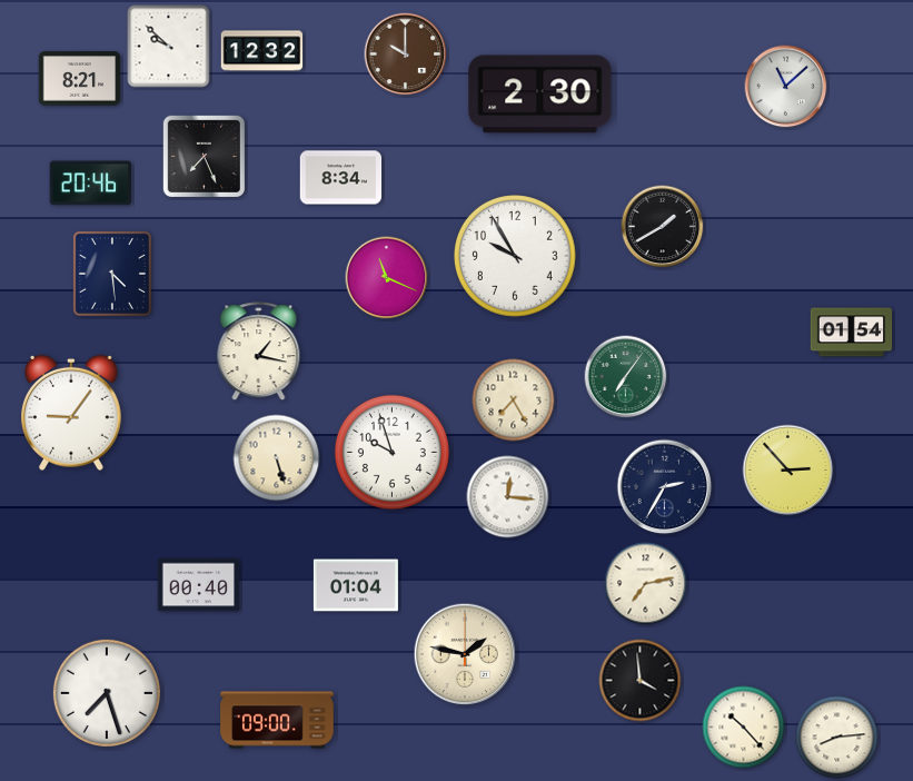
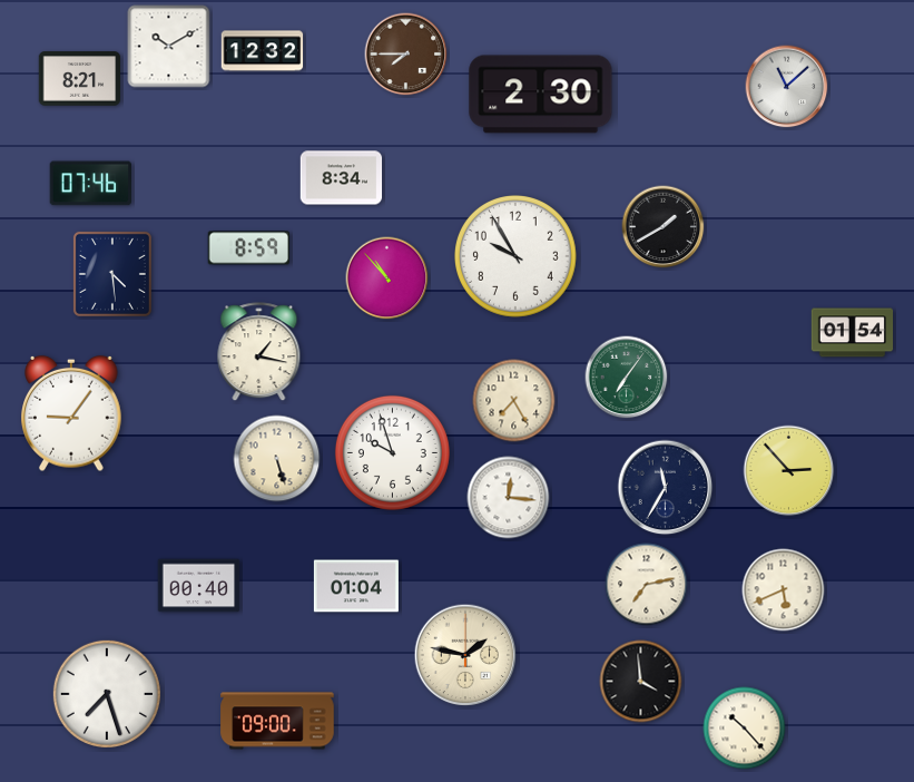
clock at (169, 47): 9:52 -> 10:10
clock at (406, 55): 10:00 -> 7:45
clock at (204, 156): 7:26 -> none
clock at (90, 184): 20:46 -> 07:46
clock at (249, 248): none -> 8:59
clock at (387, 278): 11:19 -> 10:53
clock at (665, 487): 2:35 -> 11:35
clock at (784, 590): none -> 5:41
clock at (837, 738): 8:14 -> none
